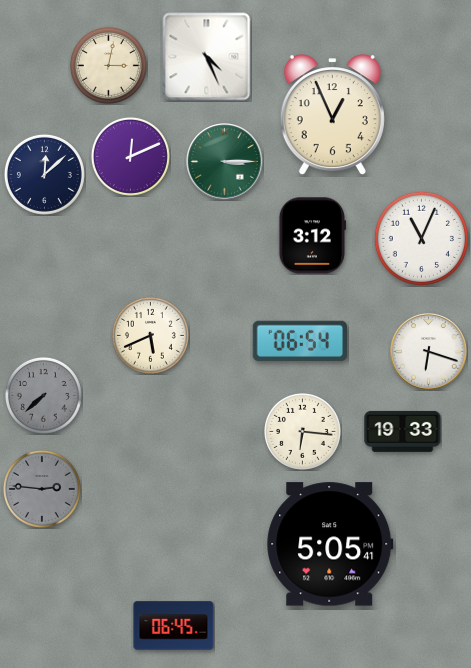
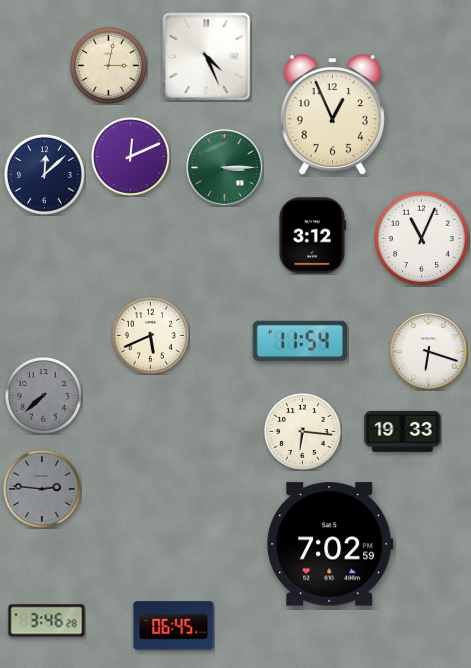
clock at (225, 162) position: (225, 162) -> (225, 168)
clock at (299, 341): 06:54 -> 11:54
clock at (330, 544): 5:05 -> 7:02
clock at (47, 621): none -> 3:46
